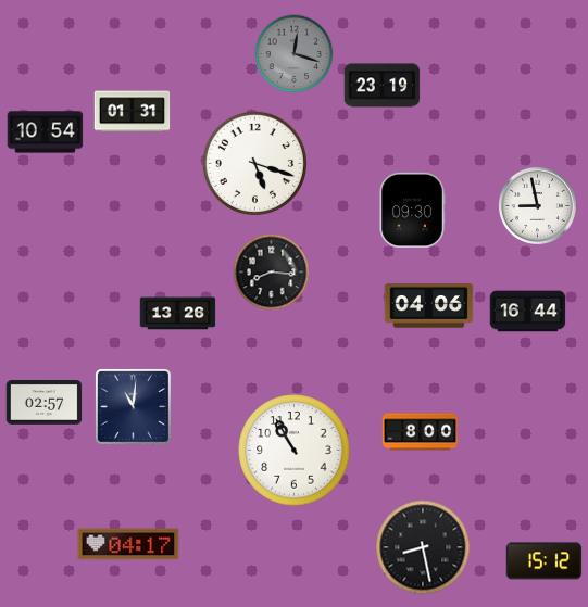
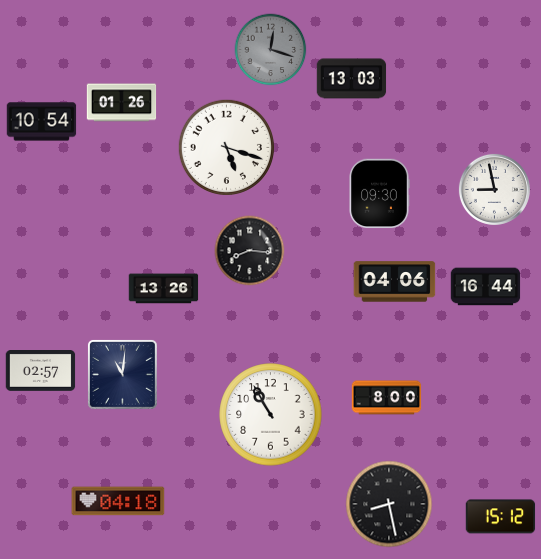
clock at (383, 86): 23:19 -> 13:03
clock at (133, 112): 01:31 -> 01:26
clock at (254, 163) position: (254, 163) -> (226, 147)
clock at (128, 544): 04:17 -> 04:18
